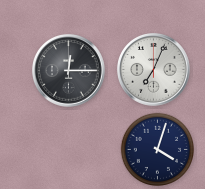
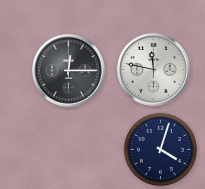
clock at (154, 70): 7:04 -> 11:47
clock at (157, 149) position: (157, 149) -> (160, 149)
